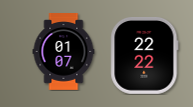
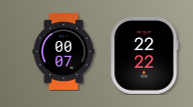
clock at (64, 52): 01:07 -> 00:07
